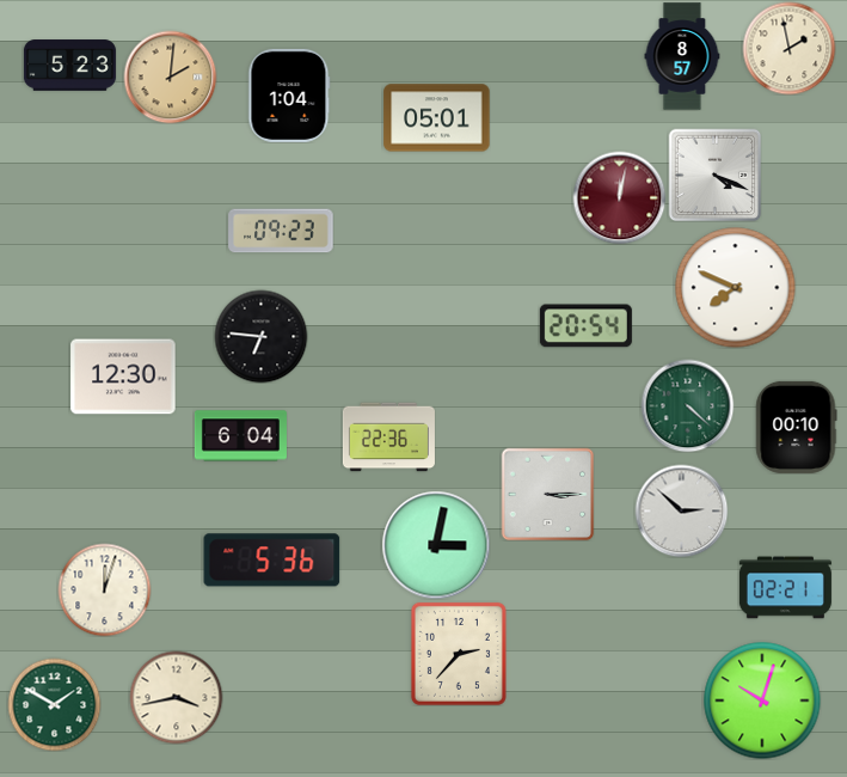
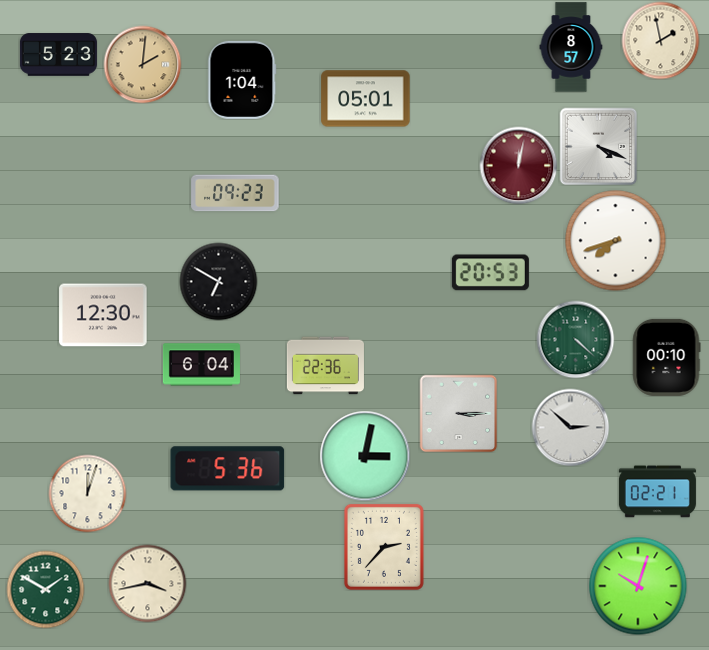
clock at (736, 288): 7:49 -> 7:42
clock at (585, 326): 20:54 -> 20:53
clock at (260, 336): 6:46 -> 6:50
